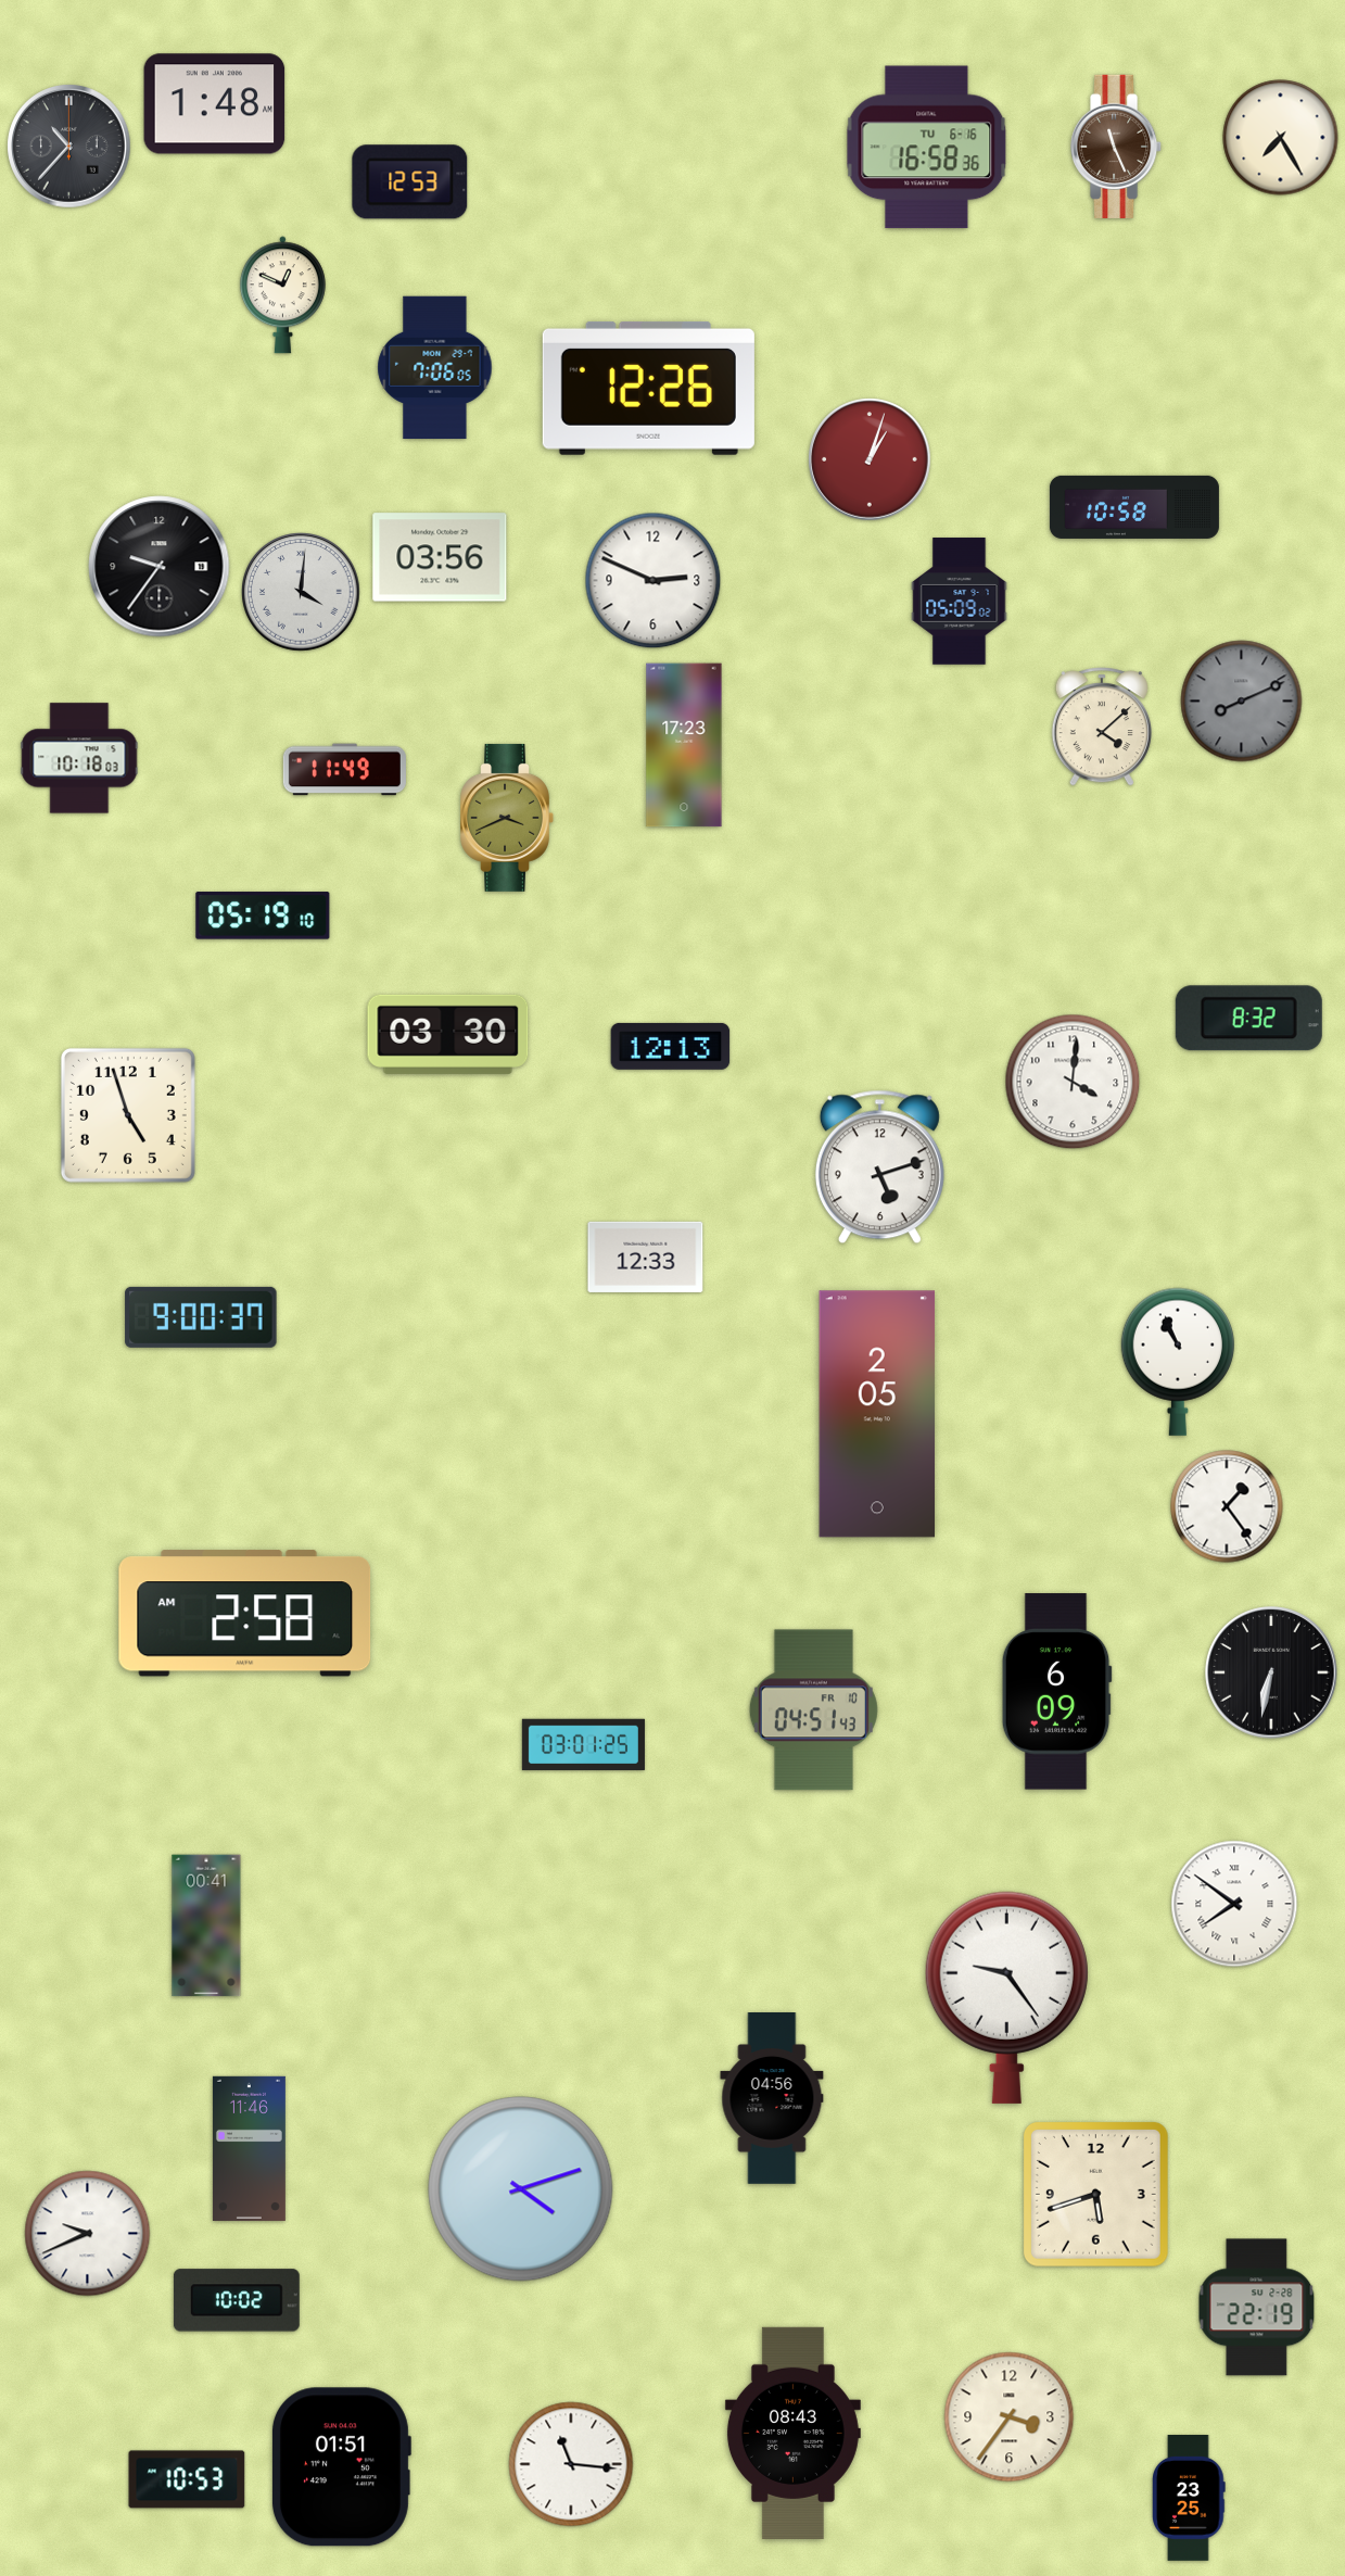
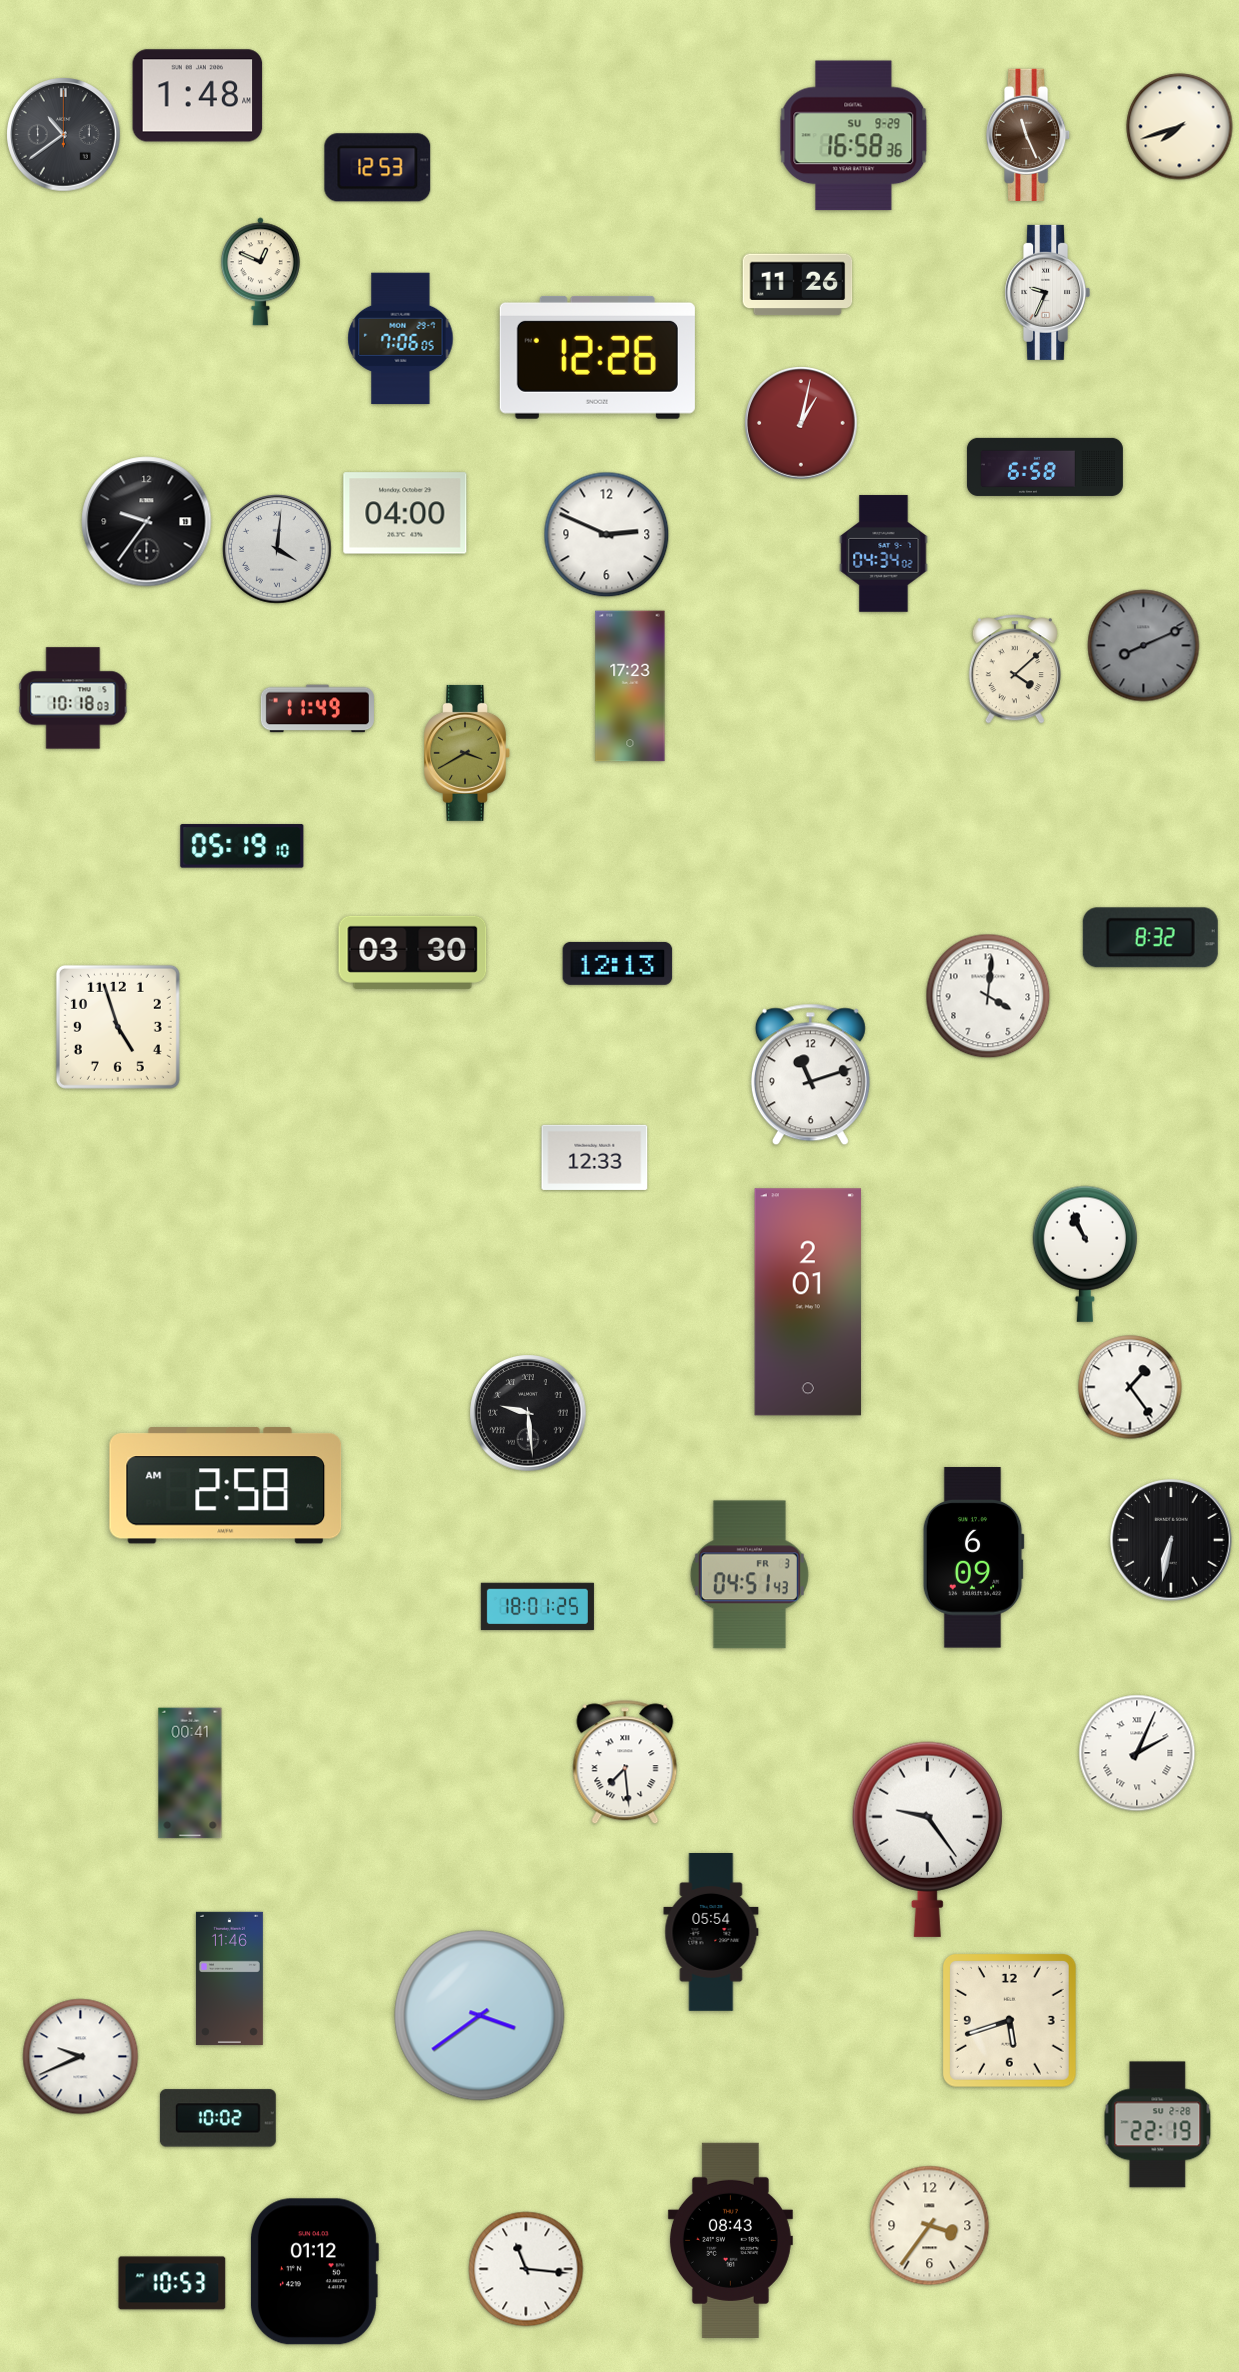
clock at (1281, 138): 7:25 -> 7:42
clock at (69, 147): 10:37 -> 10:39
clock at (927, 148) date: TU 6-16 -> SU 9-29
clock at (798, 285): none -> 11:26
clock at (1047, 292): none -> 9:34
clock at (870, 459): 1:03 -> 1:02
clock at (1134, 507): 10:58 -> 6:58
clock at (440, 557): 03:56 -> 04:00
clock at (654, 581) position: (654, 581) -> (607, 535)
clock at (301, 592) position: (301, 592) -> (277, 549)
clock at (960, 602): 05:09 -> 04:34
clock at (507, 818): 3:41 -> 3:40
clock at (263, 916) position: (263, 916) -> (242, 846)
clock at (879, 1167): 5:12 -> 11:12
clock at (201, 1317): 9:00 -> none
clock at (877, 1414): 2:05 -> 2:01
clock at (528, 1413): none -> 9:29
clock at (813, 1710) date: FR 10 -> FR 3
clock at (583, 1745): 03:01 -> 18:01
clock at (1234, 1904): 7:51 -> 2:04
clock at (625, 1762): none -> 7:29
clock at (772, 2099): 04:56 -> 05:54
clock at (521, 2189): 4:12 -> 3:39
clock at (341, 2467): 01:51 -> 01:12
clock at (1190, 2499): 23:25 -> none
